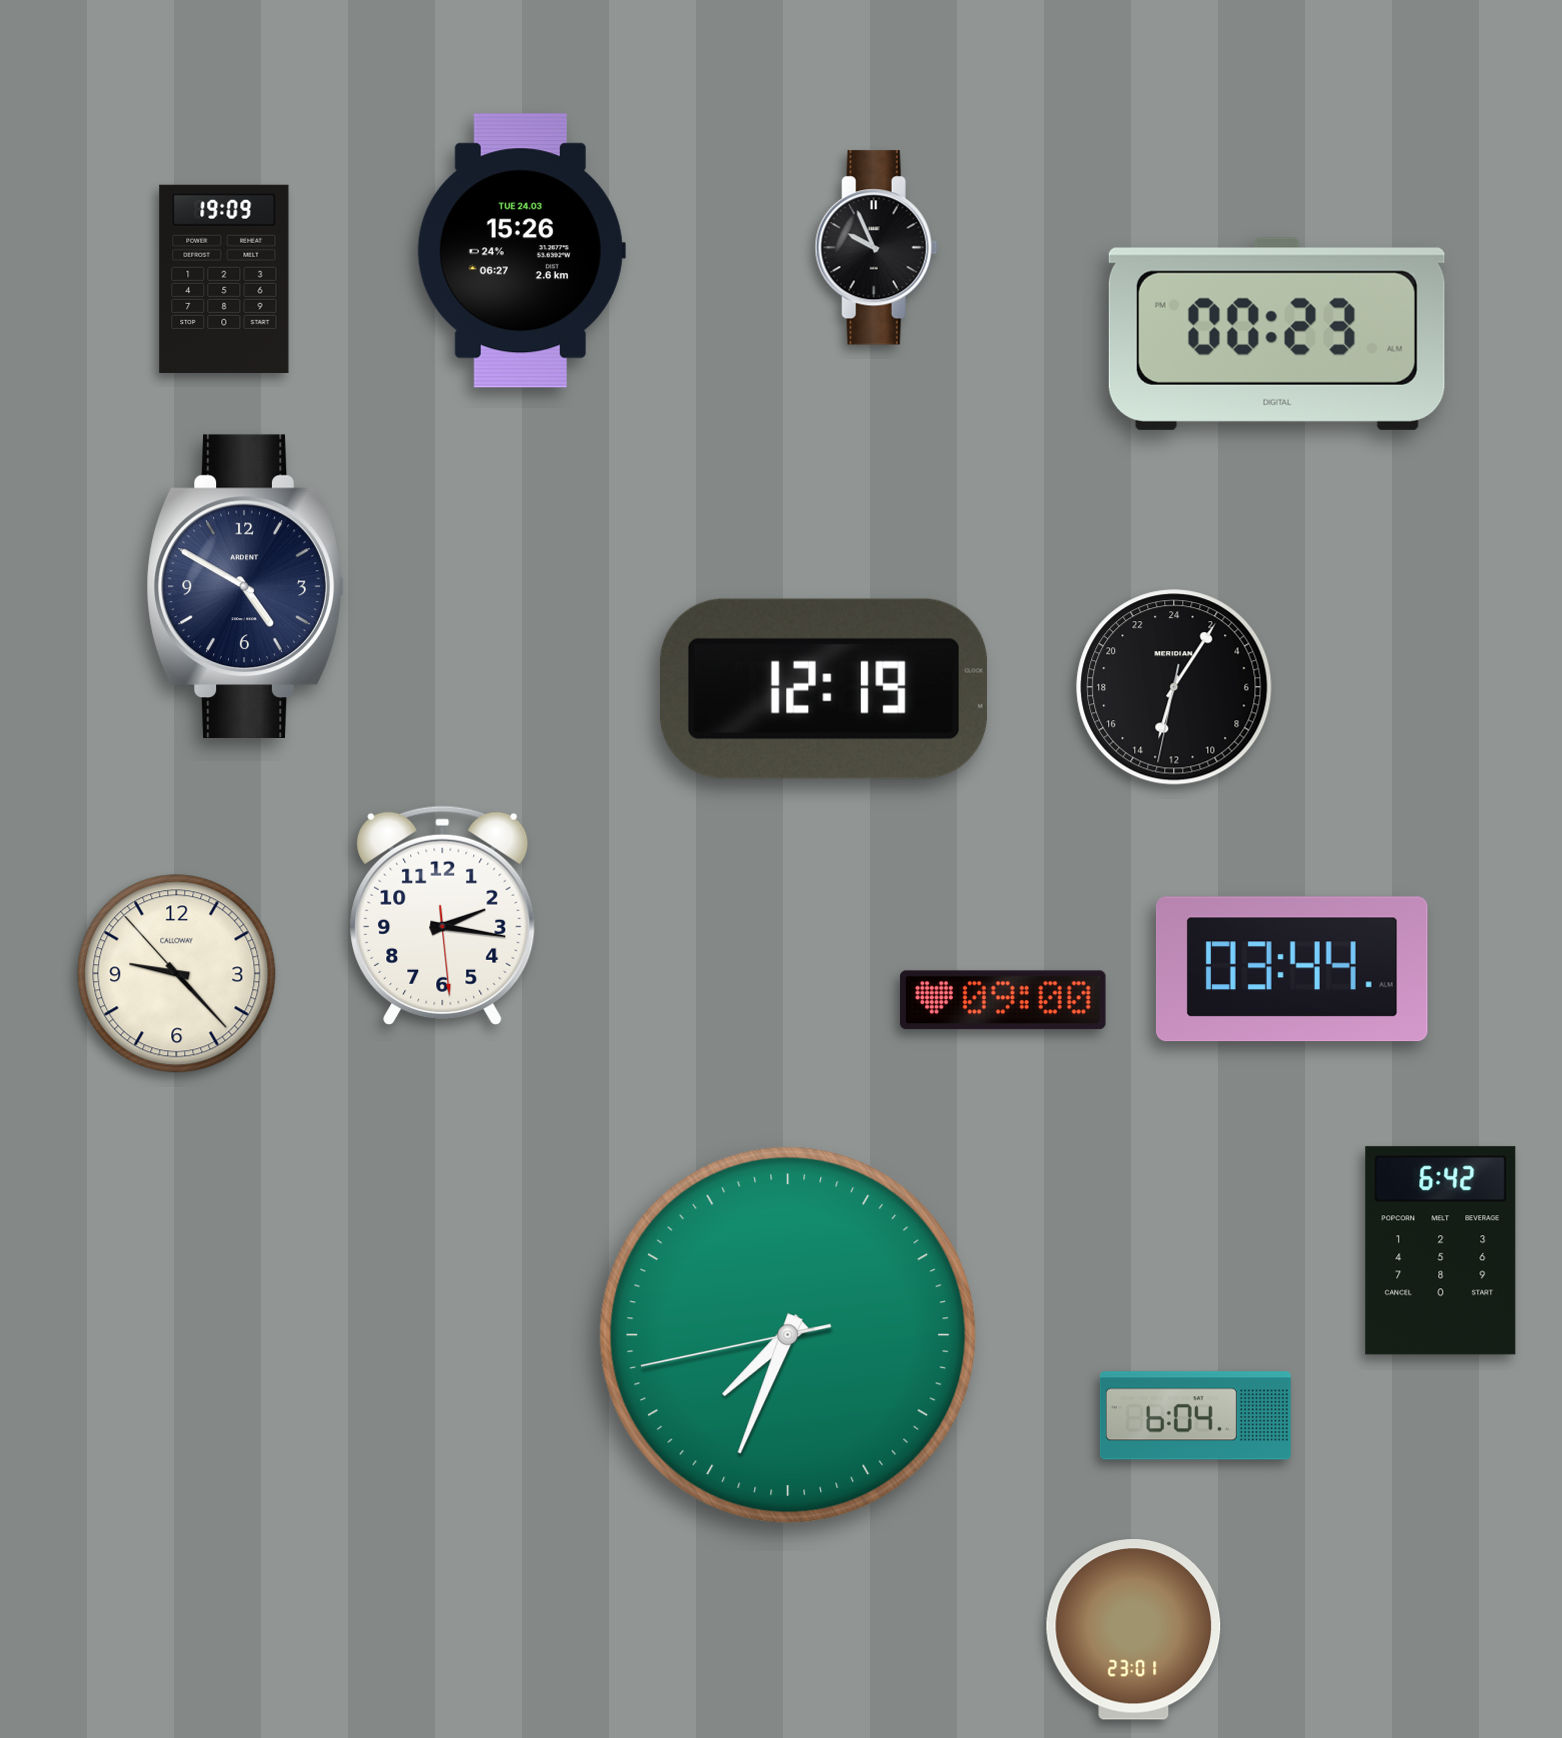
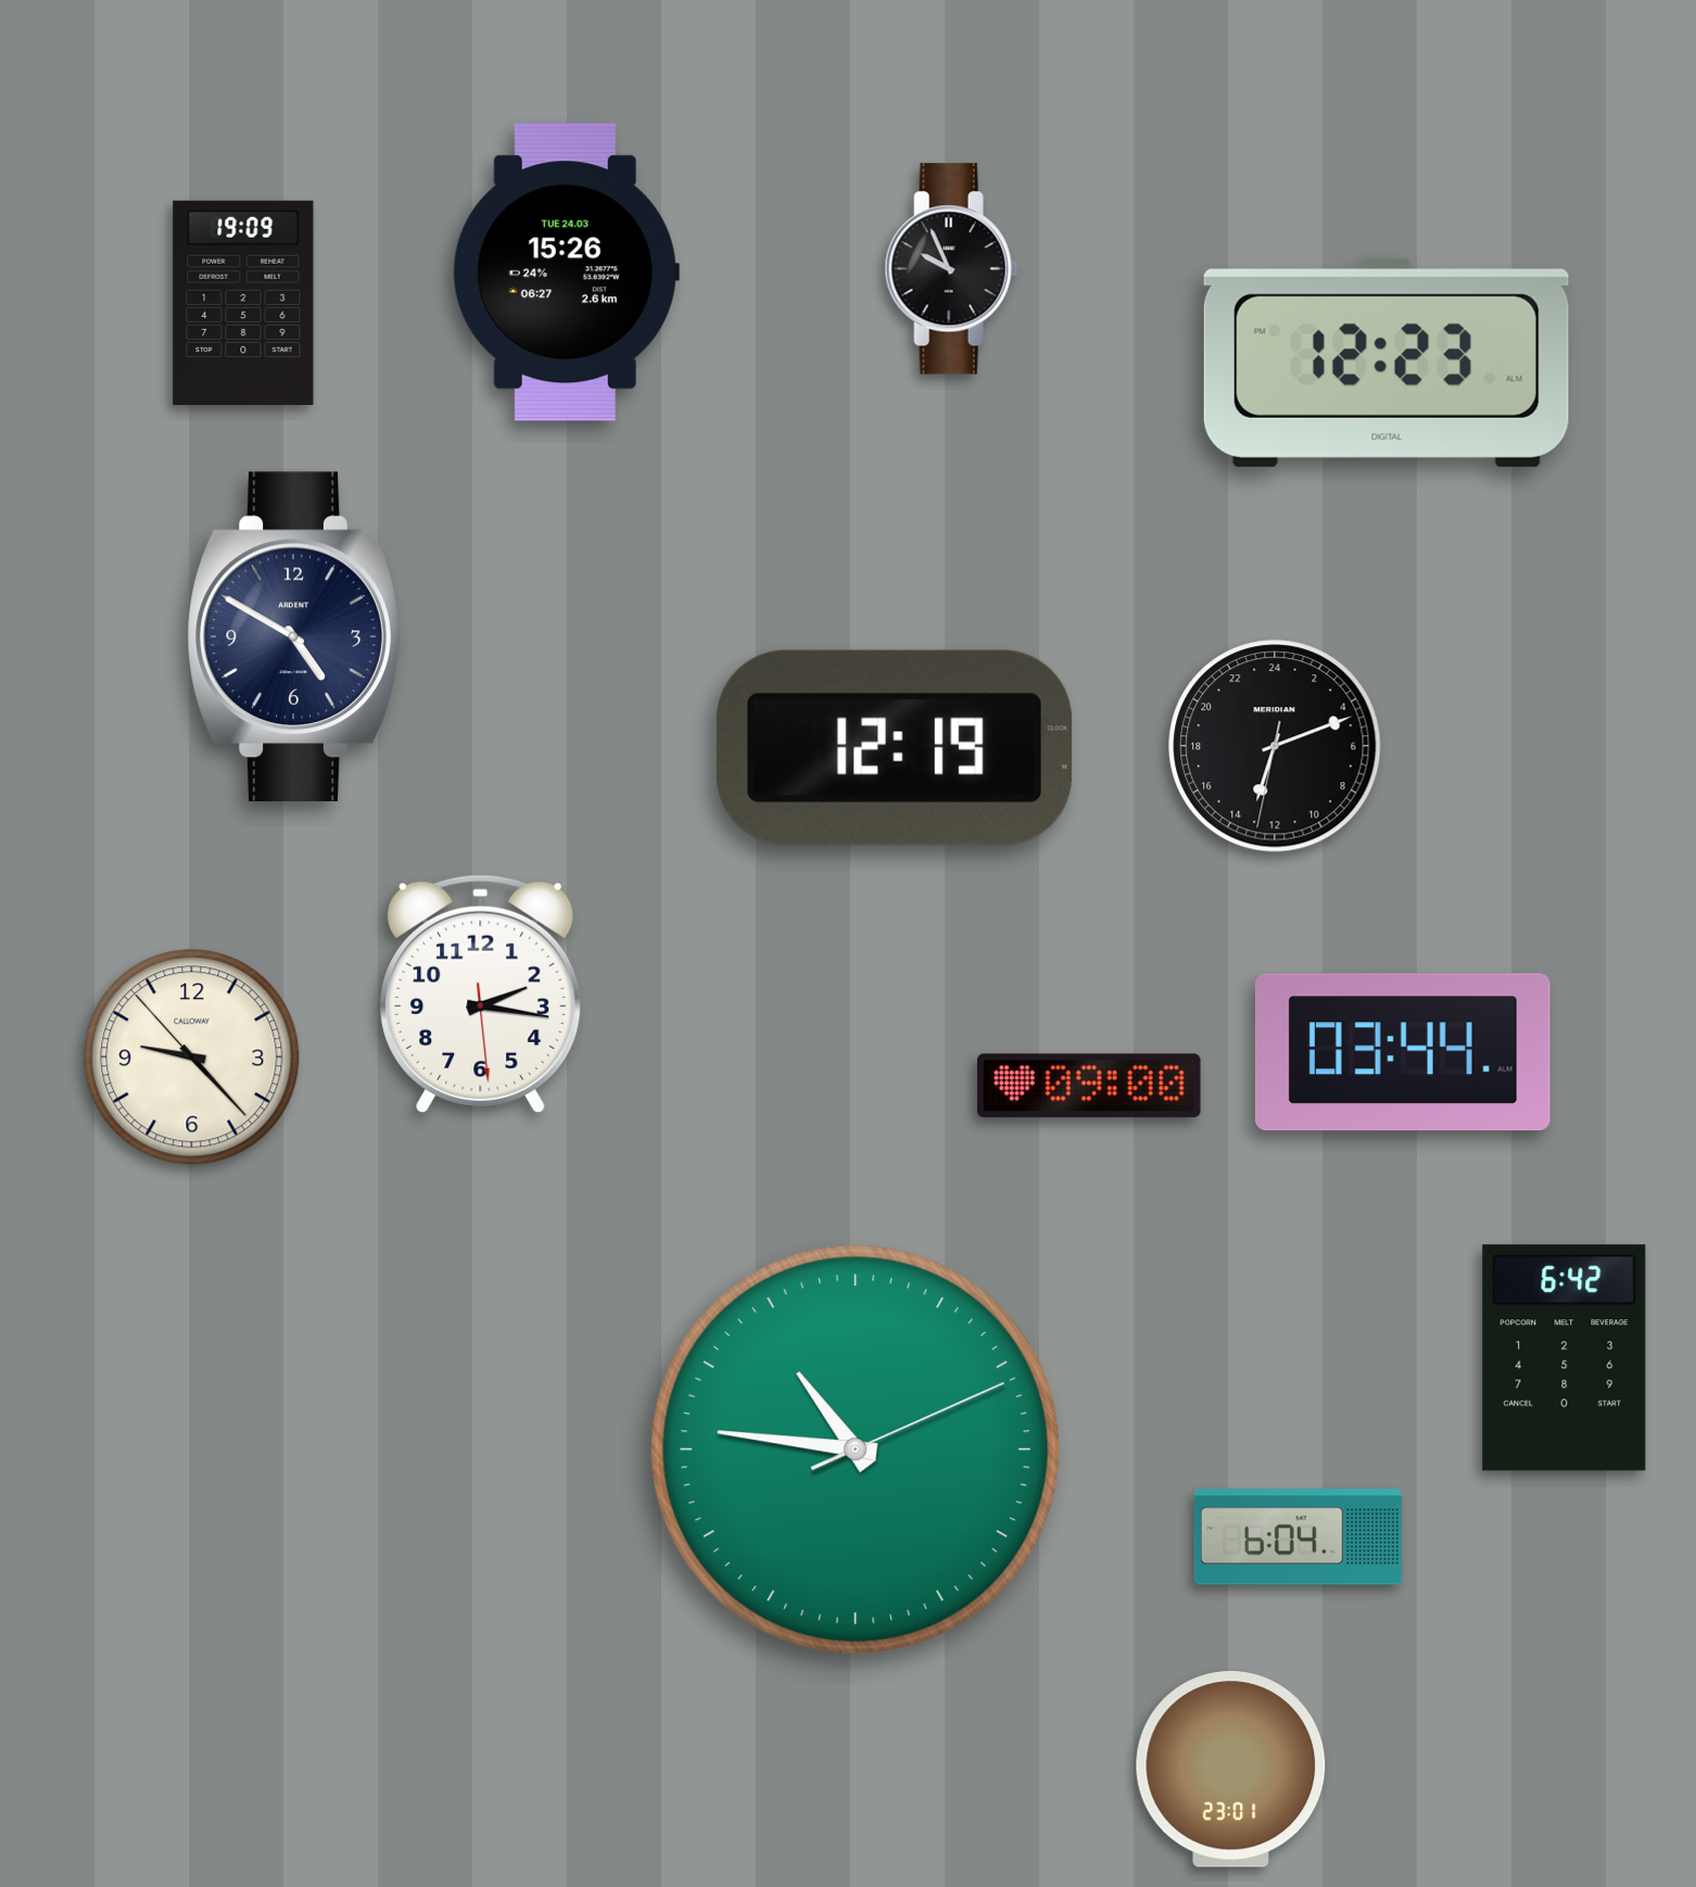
clock at (1277, 334): 00:23 -> 12:23
clock at (245, 586) position: (245, 586) -> (294, 636)
clock at (1174, 687): 13:05 -> 13:11
clock at (788, 1335): 7:33 -> 10:46
